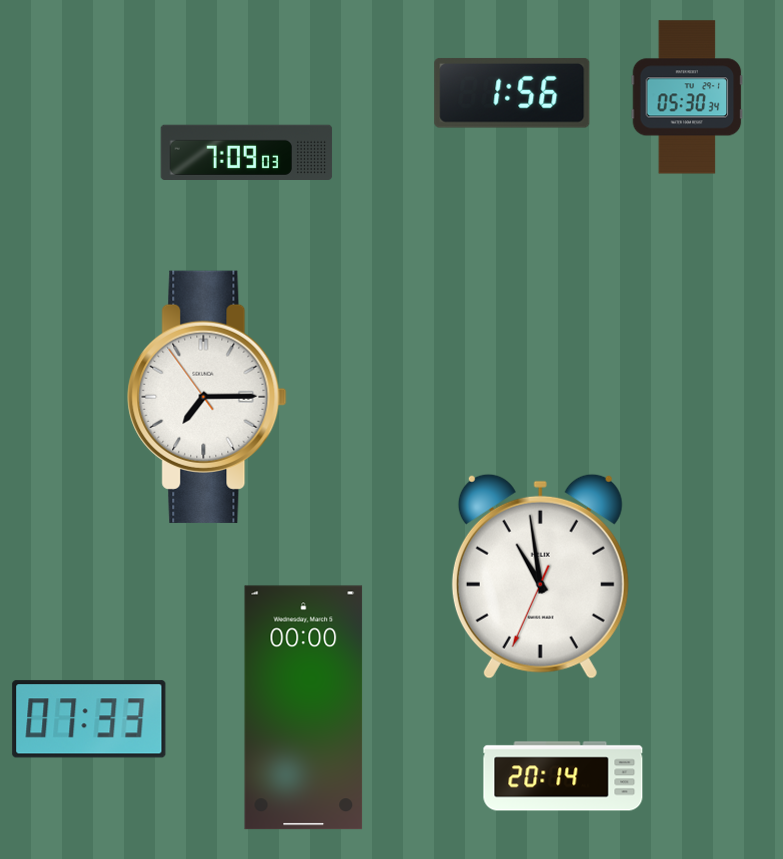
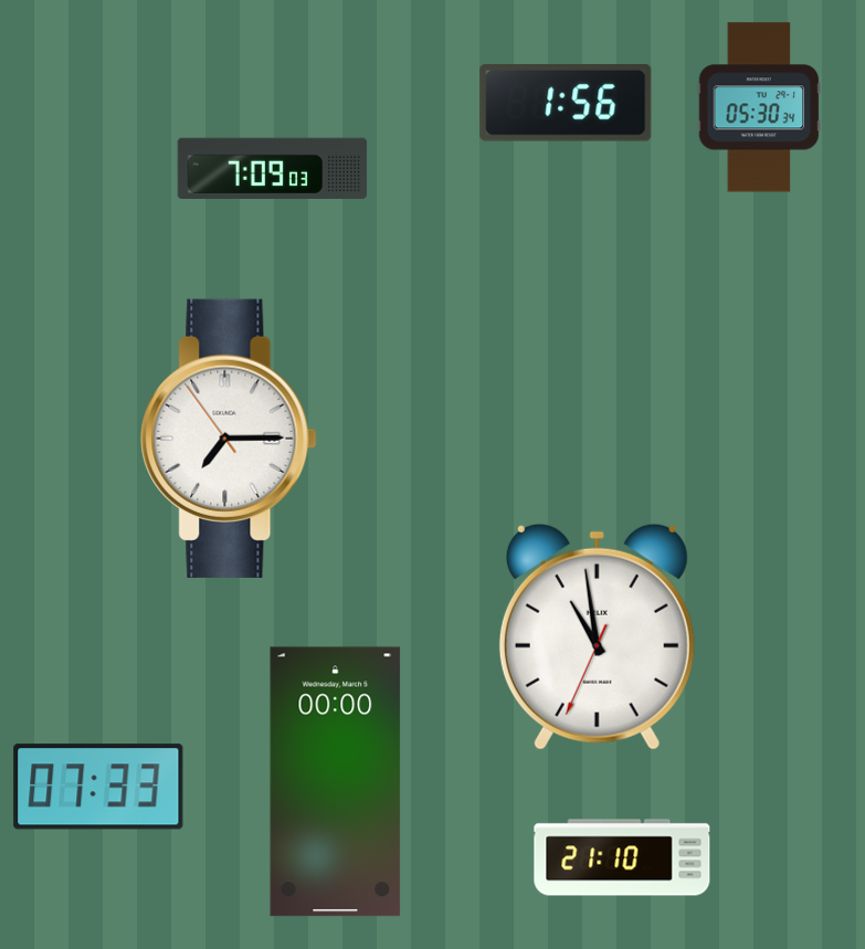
clock at (89, 719) position: (89, 719) -> (98, 787)
clock at (563, 776): 20:14 -> 21:10
